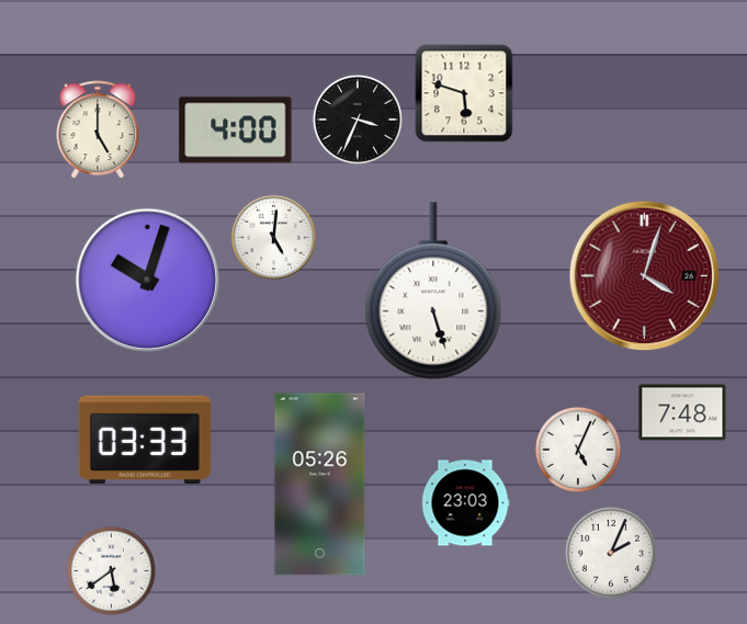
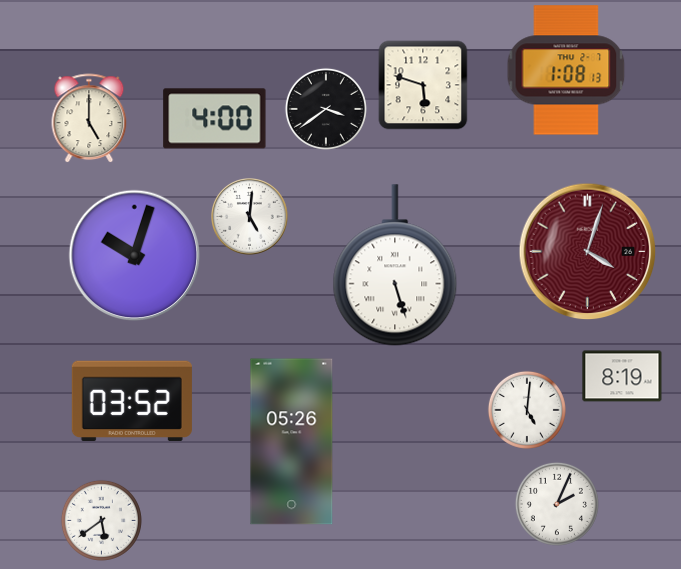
clock at (566, 70): none -> 1:08
clock at (358, 120): 3:34 -> 3:39
clock at (682, 412): 7:48 -> 8:19
clock at (145, 440): 03:33 -> 03:52
clock at (578, 450): 5:04 -> 5:01
clock at (465, 503): 23:03 -> none
